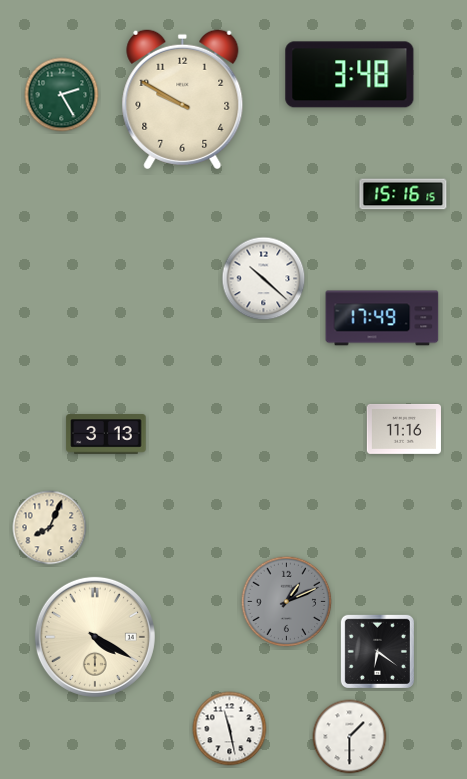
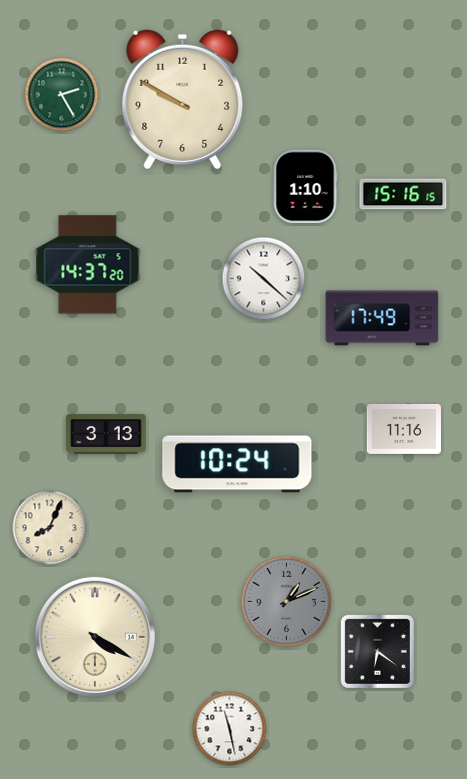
clock at (350, 75): 3:48 -> none
clock at (305, 187): none -> 1:10
clock at (88, 265): none -> 14:37
clock at (237, 464): none -> 10:24
clock at (350, 737): 1:30 -> none
